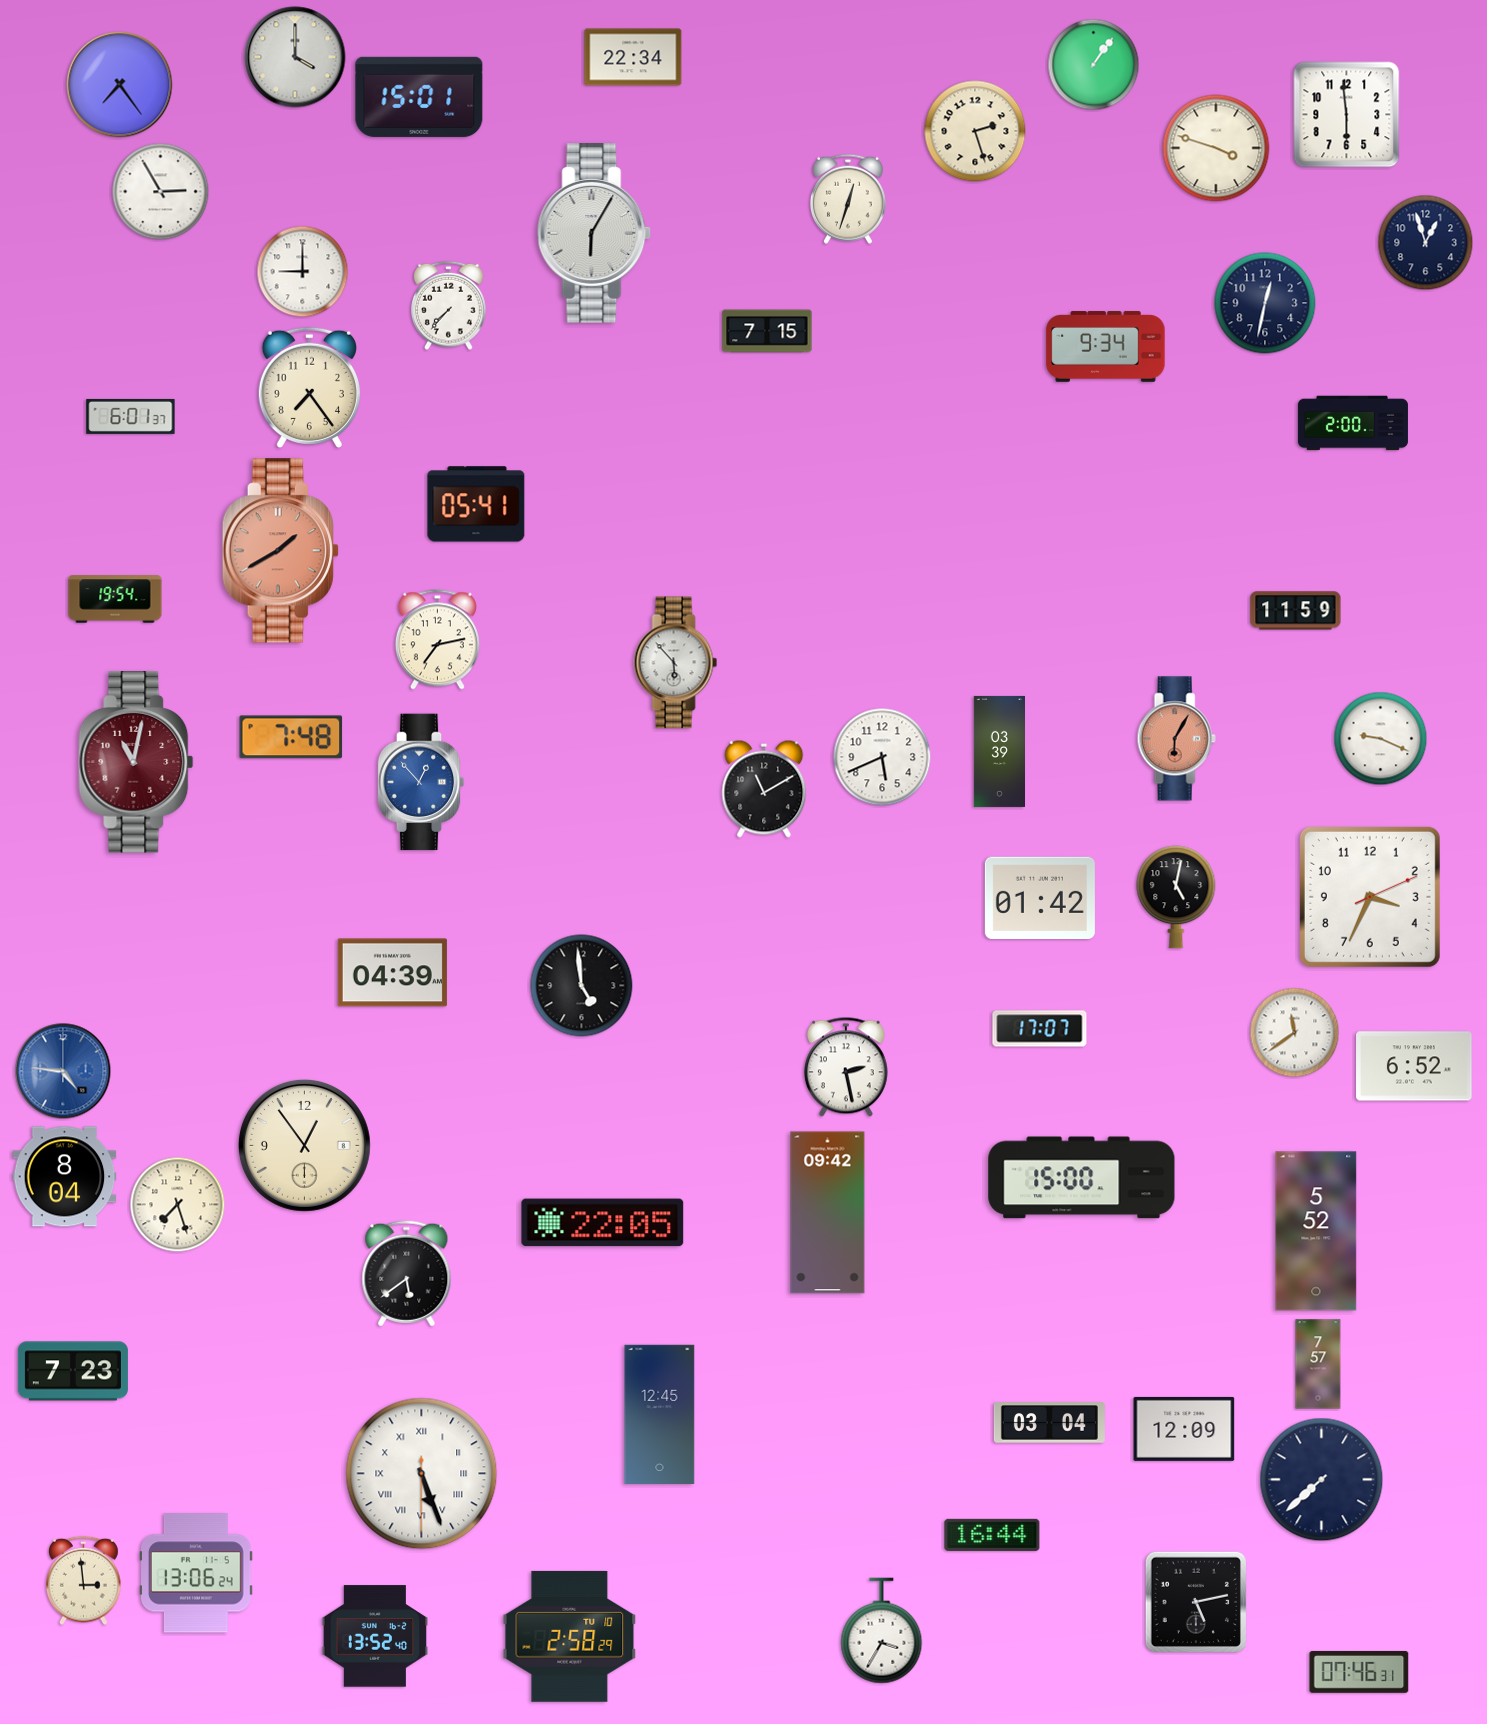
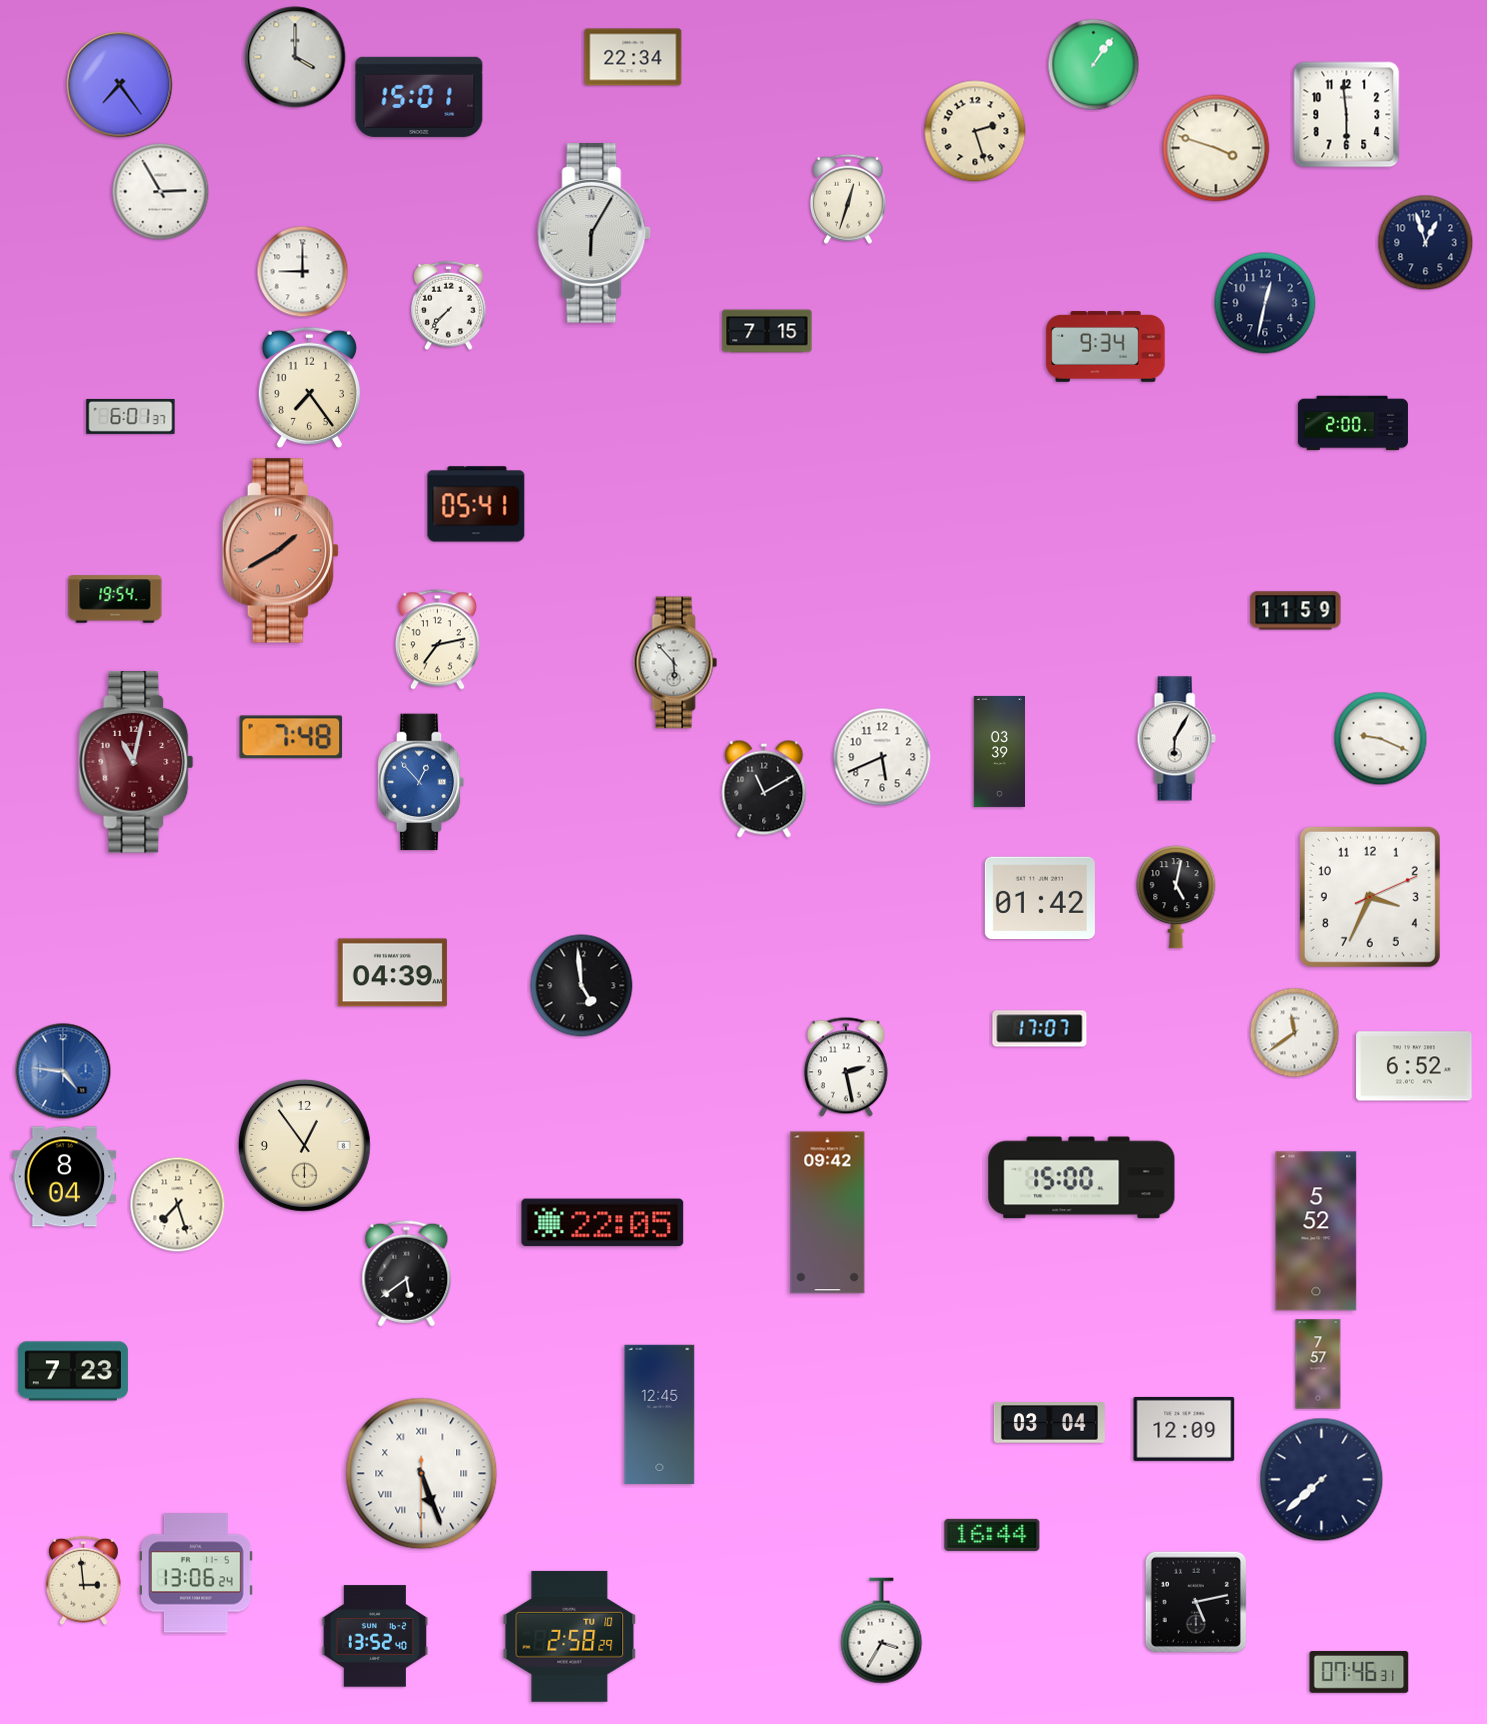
clock at (1176, 739) dial: salmon -> white
